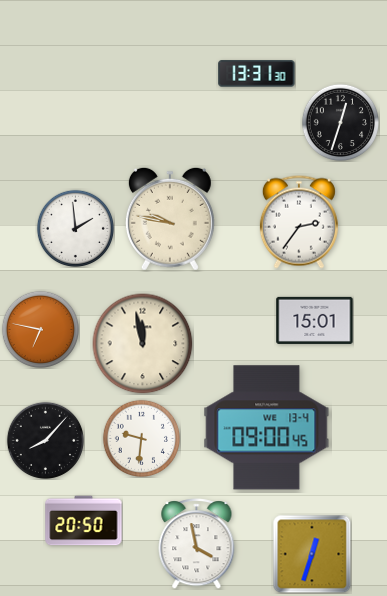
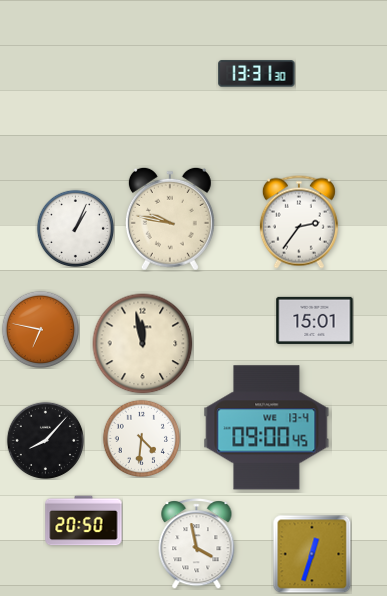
clock at (340, 122): 12:33 -> none
clock at (75, 228): 1:59 -> 1:04
clock at (141, 438): 9:31 -> 4:31
